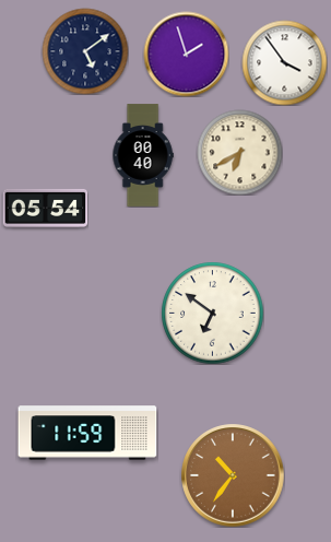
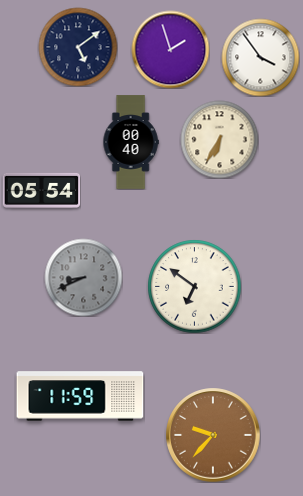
clock at (239, 152): 6:40 -> 6:35
clock at (83, 277): none -> 8:41
clock at (233, 475): 10:36 -> 9:37
